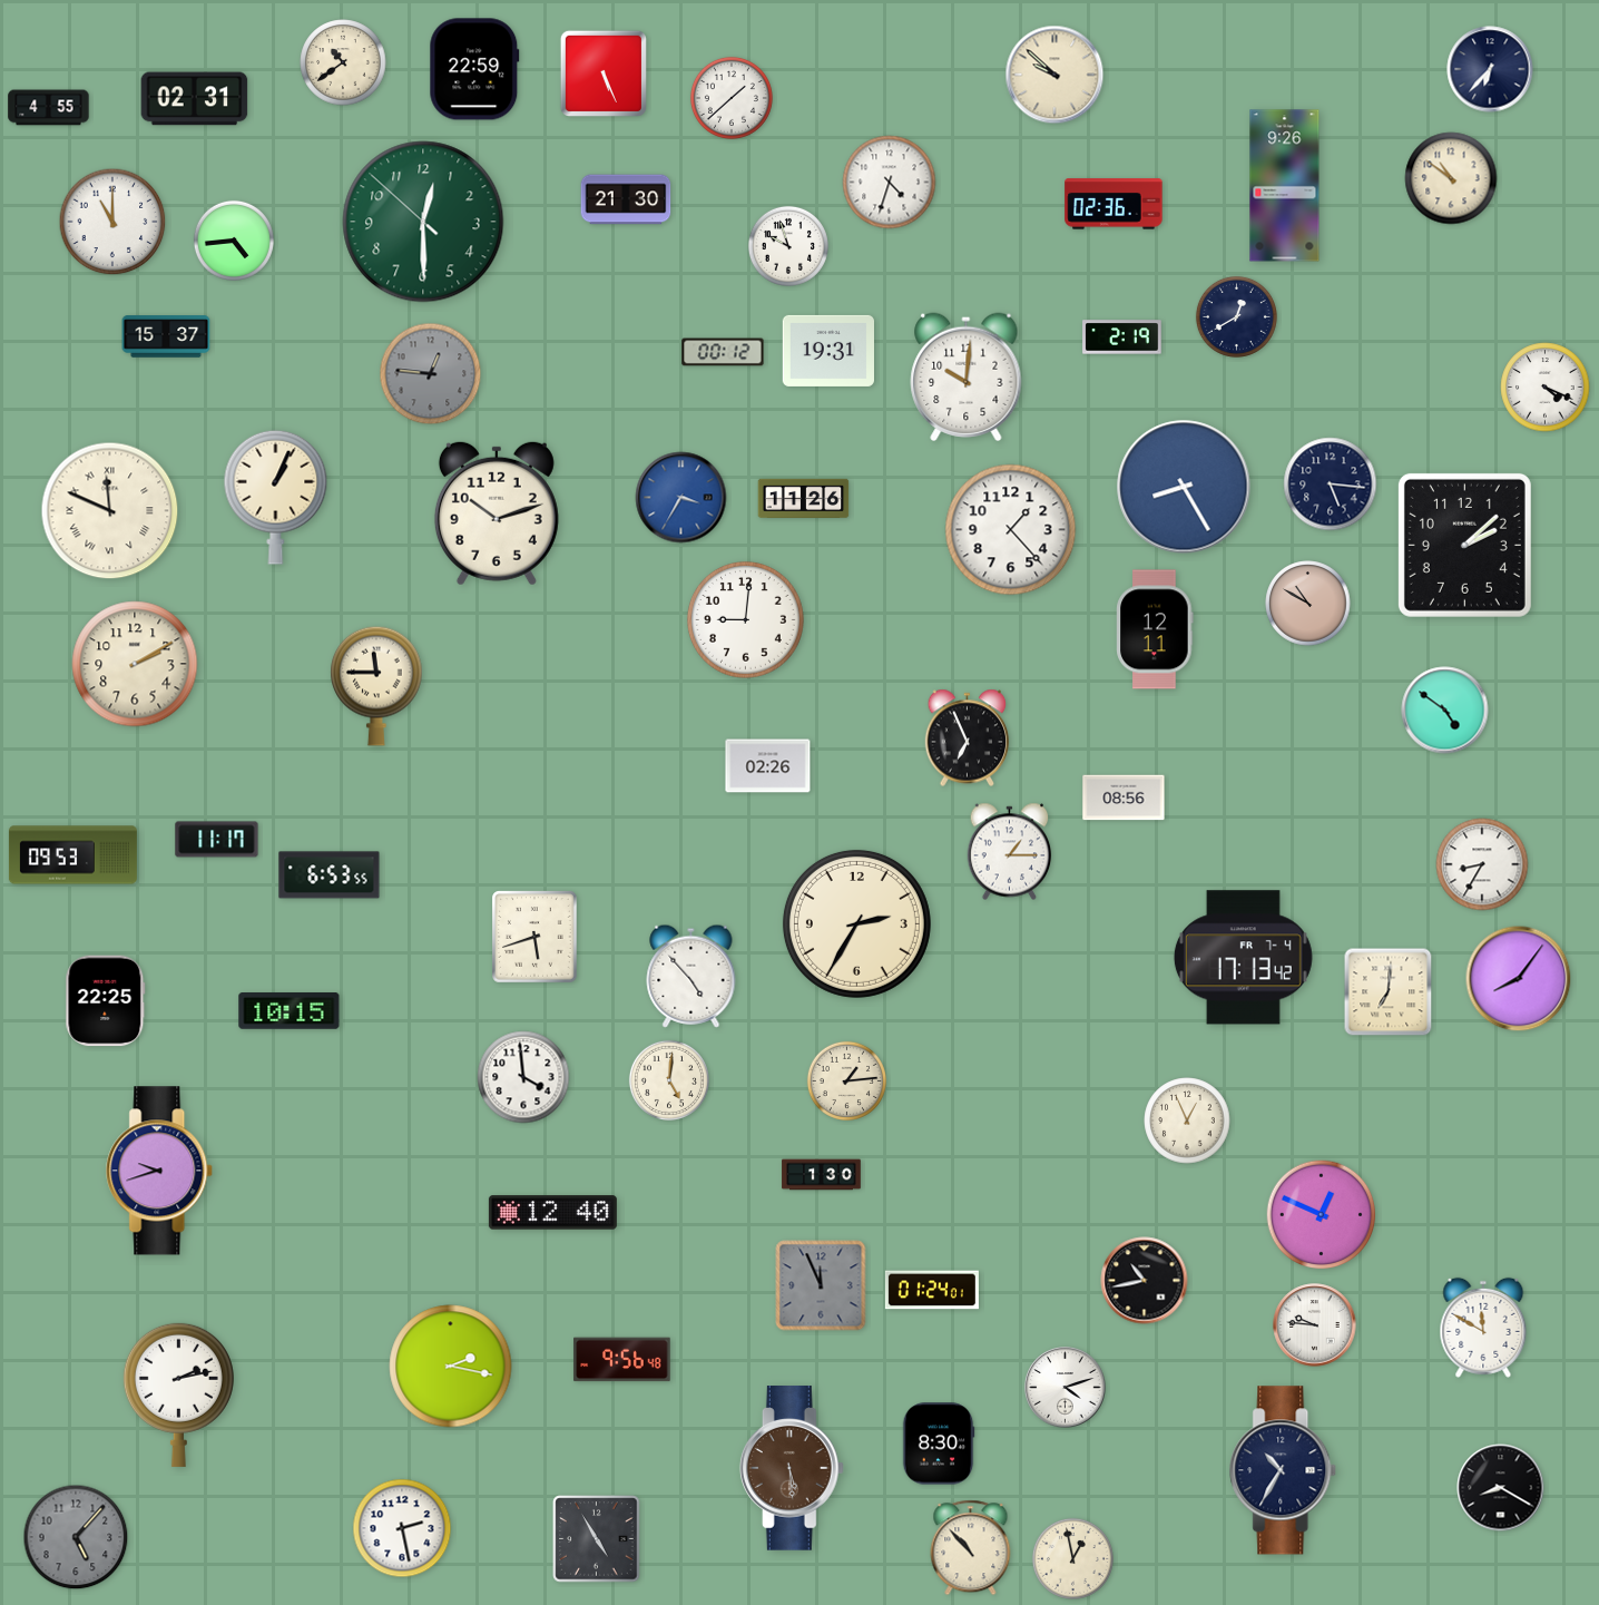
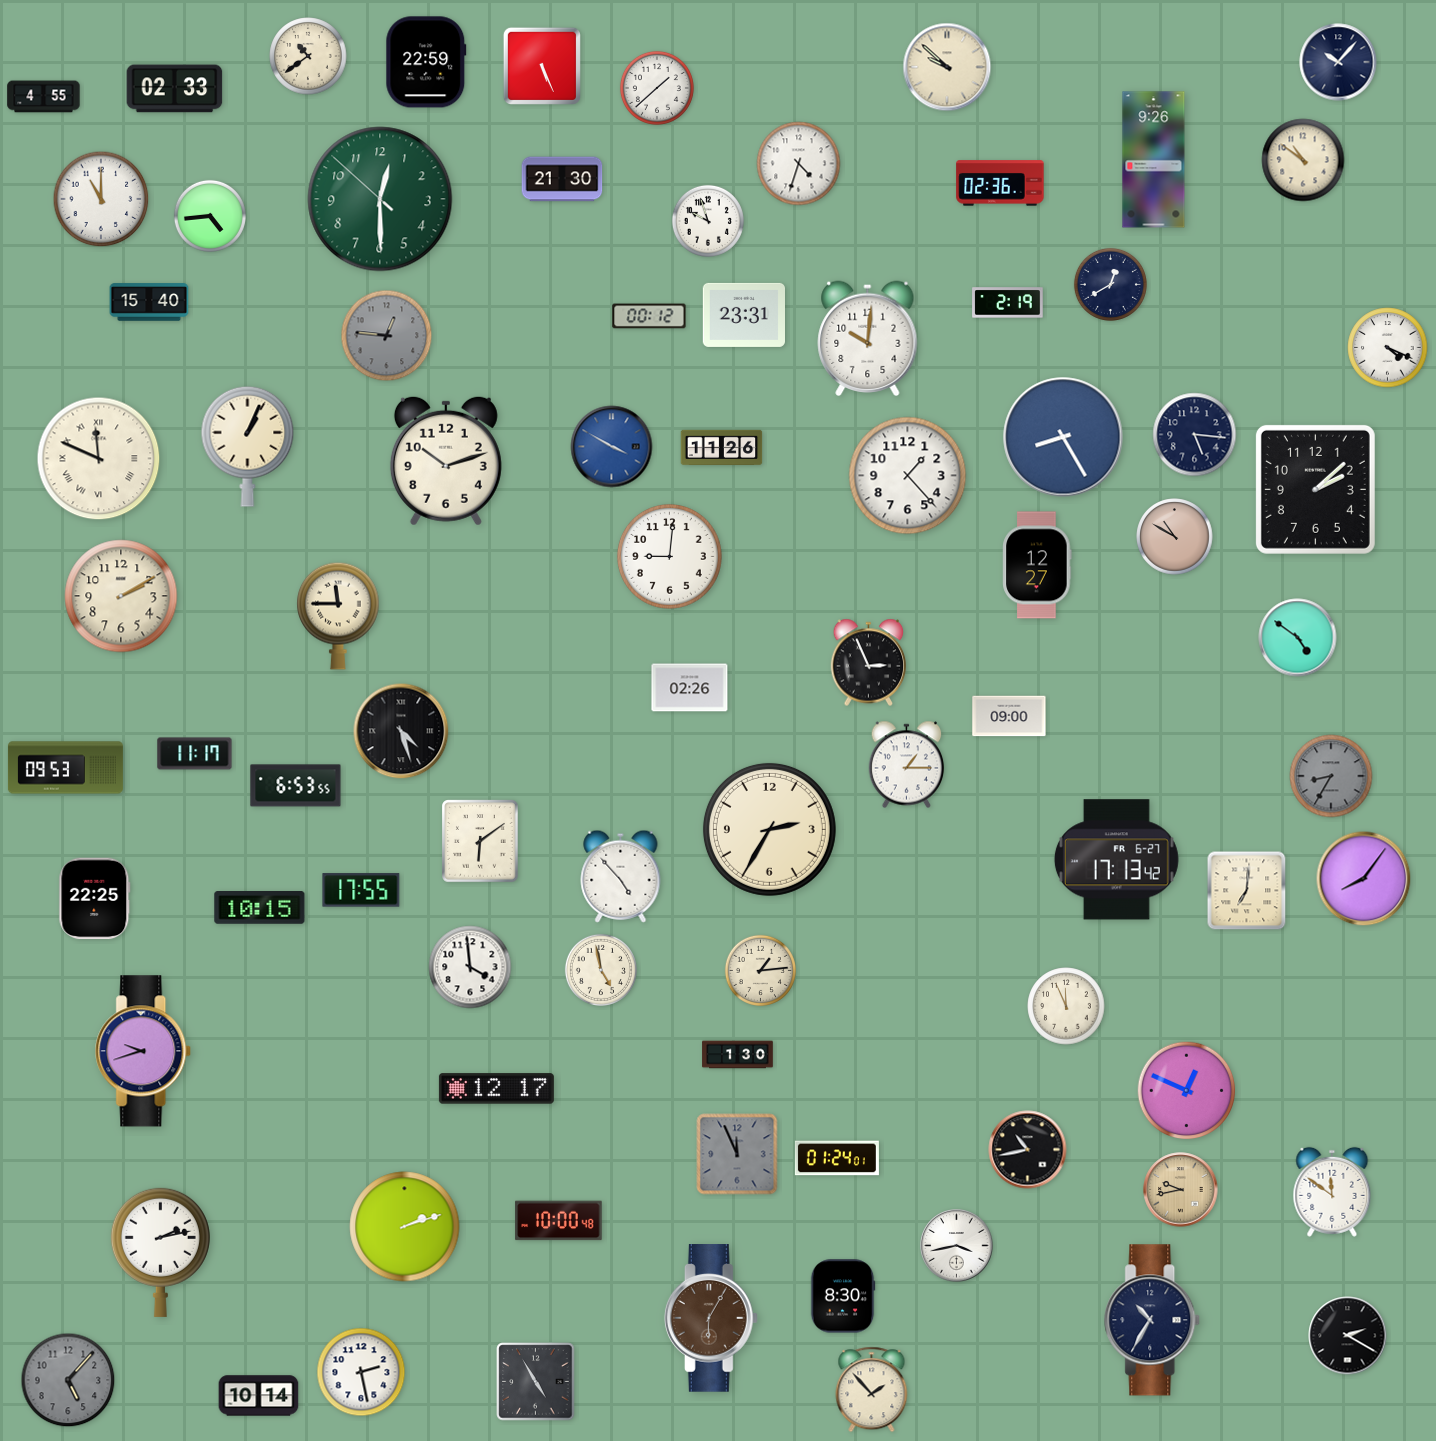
clock at (1490, 69): 6:37 -> 10:07
clock at (195, 99): 02:31 -> 02:33
clock at (1285, 186) position: (1285, 186) -> (1154, 160)
clock at (166, 336): 15:37 -> 15:40
clock at (827, 351): 19:31 -> 23:31
clock at (681, 498): 3:35 -> 3:50
clock at (1308, 604) position: (1308, 604) -> (1175, 537)
clock at (1155, 629): 12:11 -> 12:27
clock at (968, 738): 6:56 -> 2:56
clock at (1124, 797): 08:56 -> 09:00
clock at (401, 731): none -> 4:27
clock at (1482, 864) dial: white -> grey
clock at (534, 937): 5:42 -> 6:09
clock at (1243, 958) date: FR 7-4 -> FR 6-27
clock at (361, 890): none -> 17:55
clock at (669, 1080): 5:01 -> 4:58
clock at (1187, 1120): 12:56 -> 11:56
clock at (552, 1213): 12:40 -> 12:17
clock at (1315, 1325): 9:46 -> 9:43
clock at (1315, 1325) dial: white -> champagne
clock at (1483, 1328): 11:50 -> 11:51
clock at (622, 1360): 9:56 -> 10:00
clock at (451, 1367): 2:17 -> 2:12
clock at (1066, 1388): 4:12 -> 3:43
clock at (792, 1468): 5:29 -> 6:05
clock at (1501, 1488): 8:20 -> 2:20
clock at (971, 1548): 10:53 -> 1:53
clock at (259, 1396): none -> 10:14
clock at (1072, 1558): 12:58 -> none
